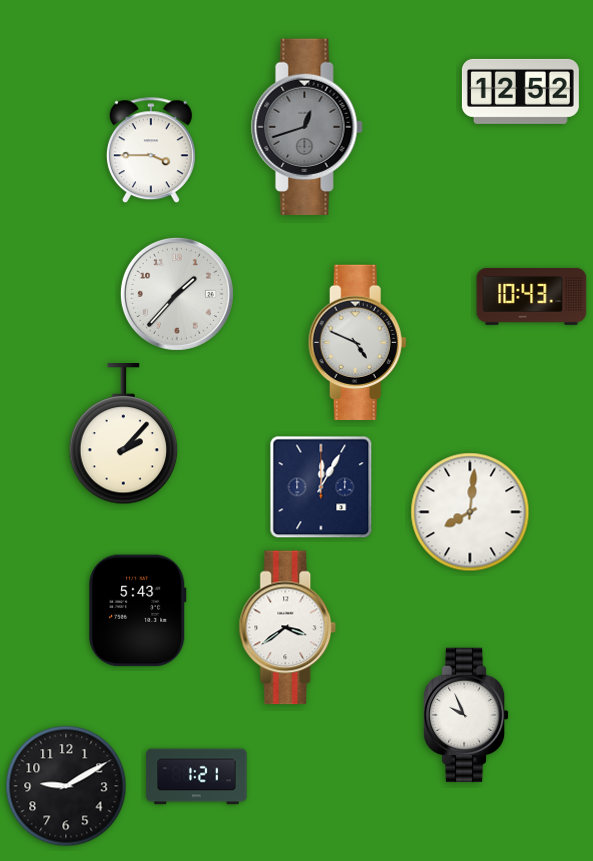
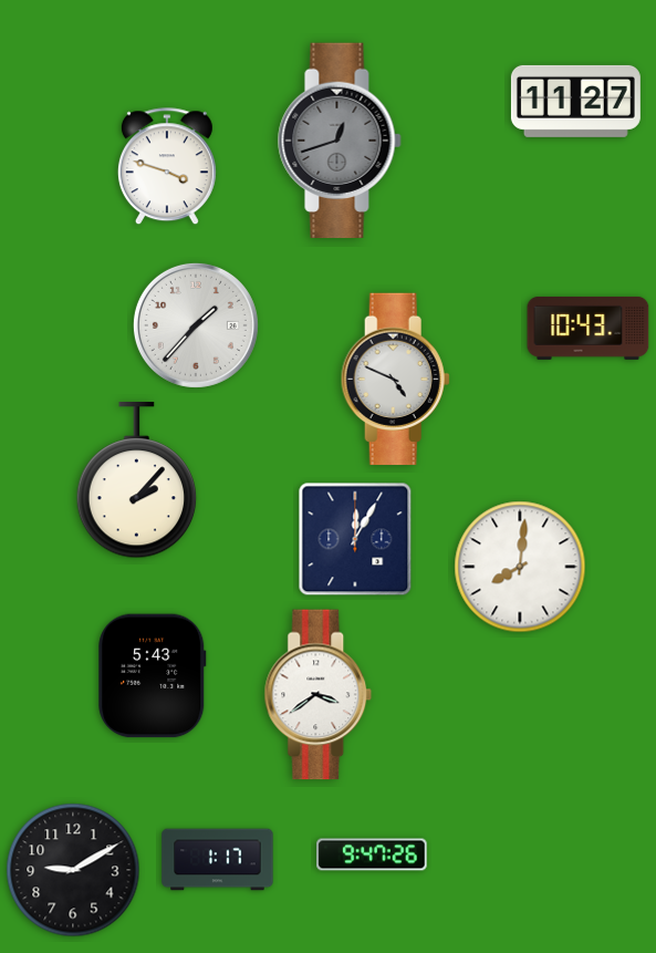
clock at (520, 91): 12:52 -> 11:27
clock at (151, 151): 3:45 -> 3:48
clock at (466, 715): 9:56 -> none
clock at (372, 854): none -> 9:47
clock at (197, 777): 1:21 -> 1:17
